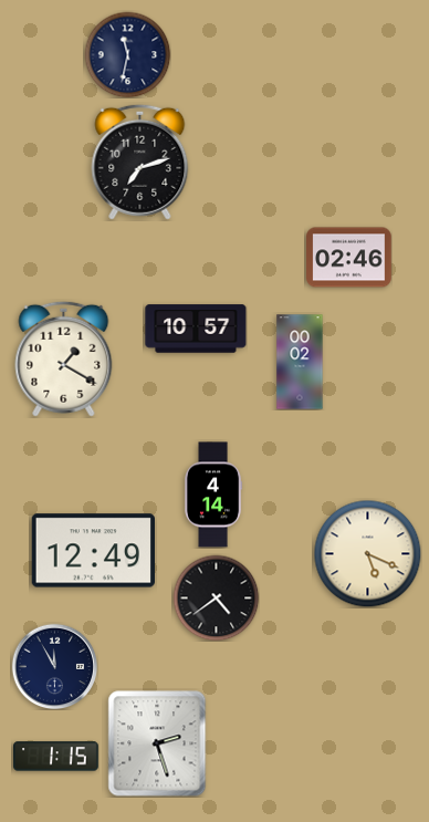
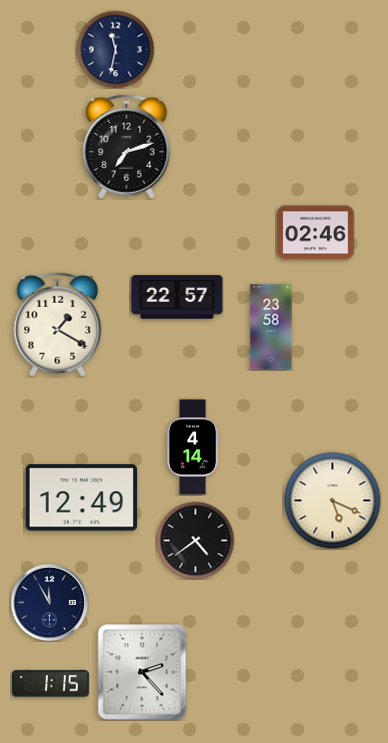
clock at (196, 329): 10:57 -> 22:57
clock at (300, 362): 00:02 -> 23:58
clock at (93, 551) position: (93, 551) -> (81, 498)
clock at (157, 743): 2:27 -> 2:23
